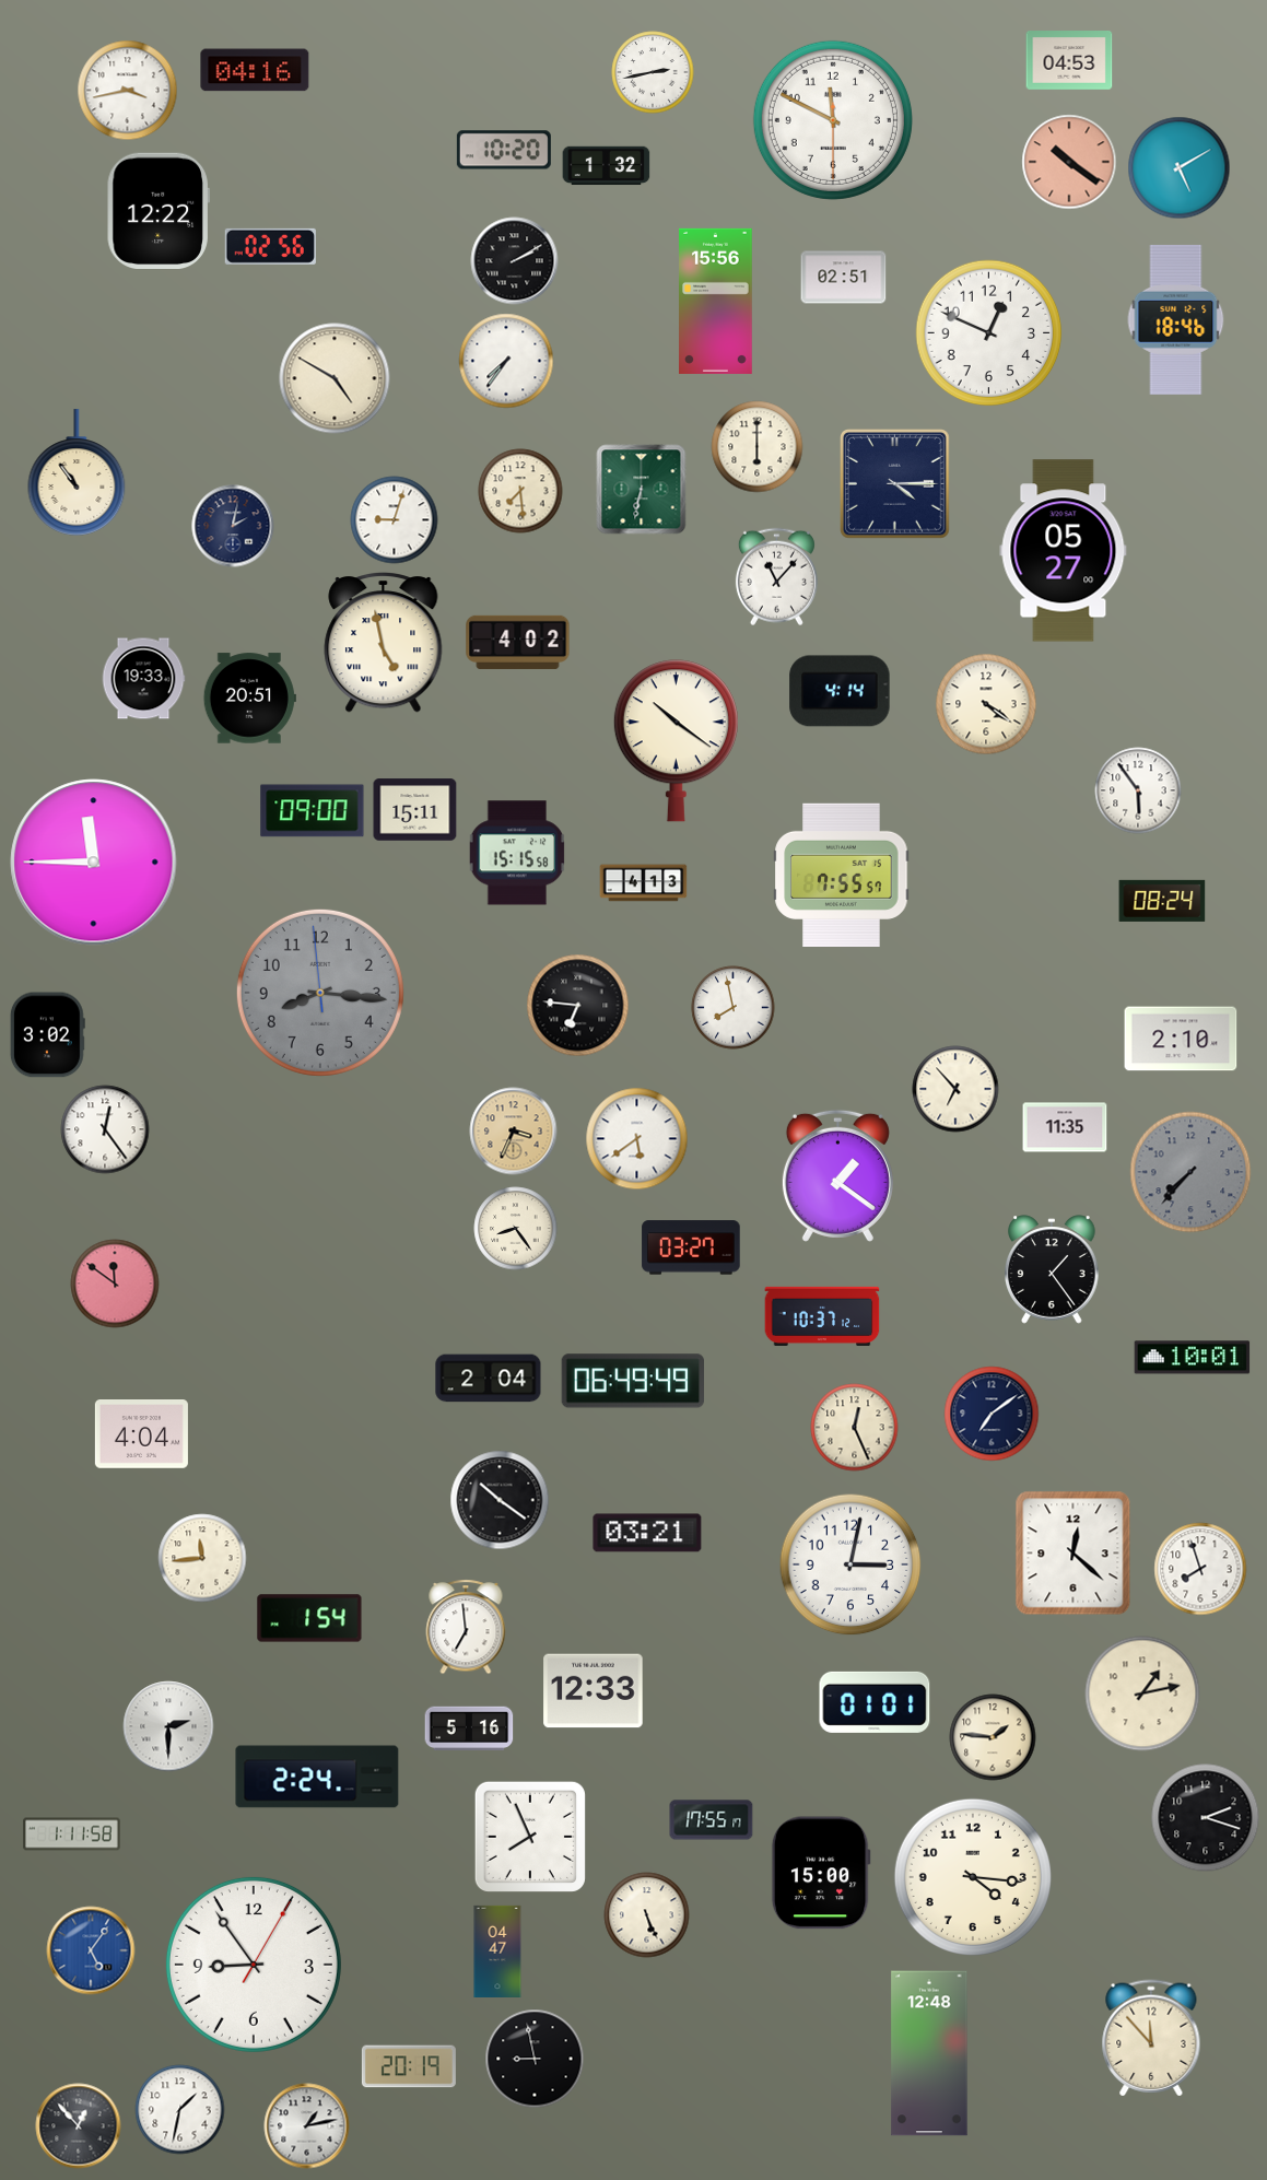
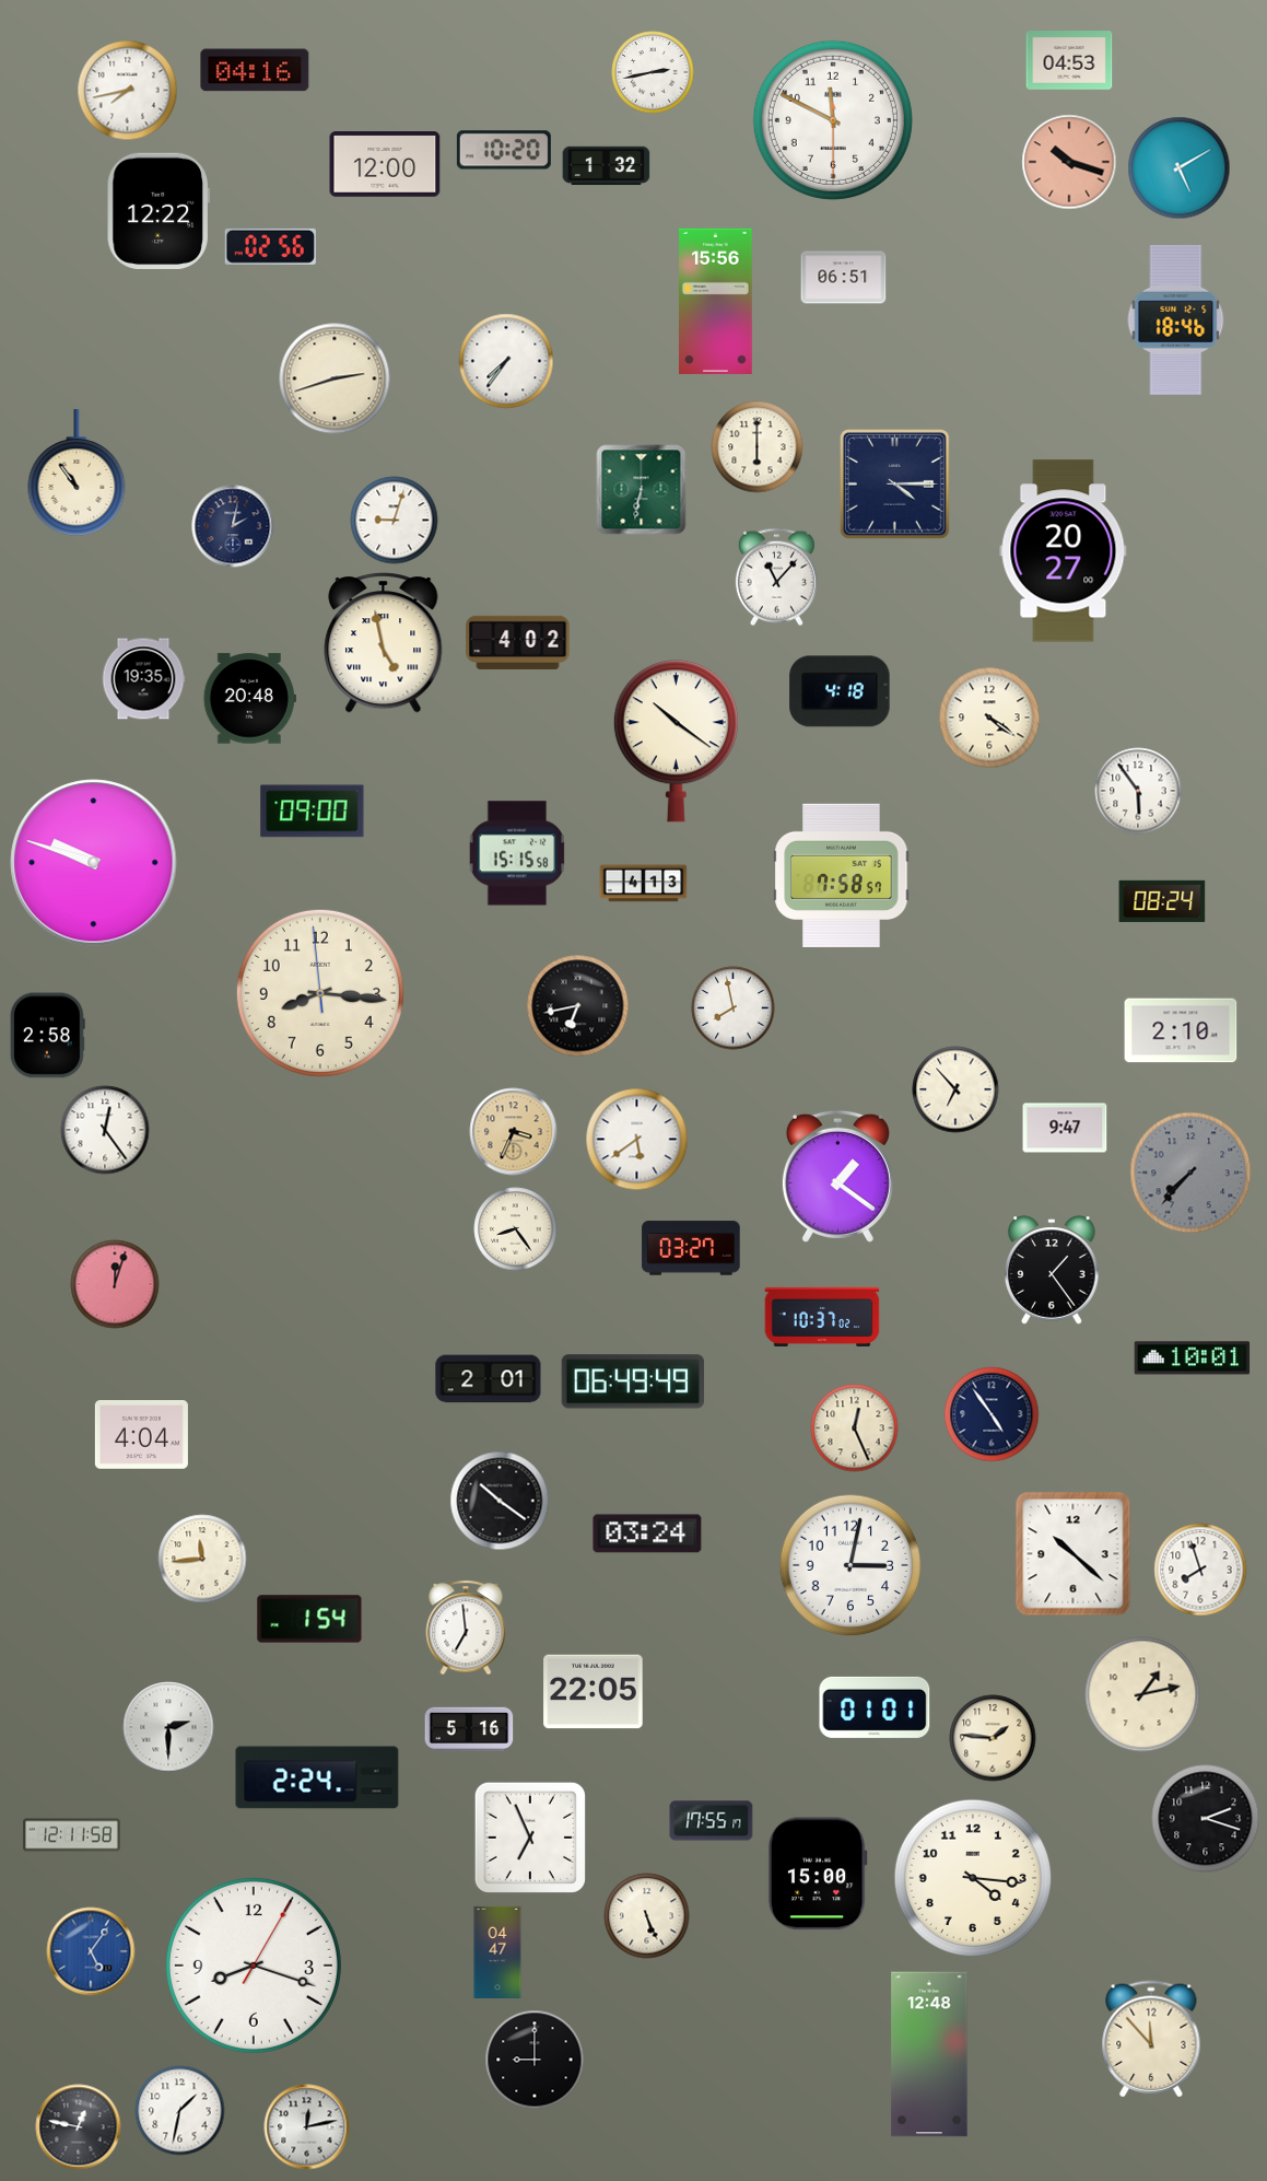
clock at (128, 91): 3:43 -> 7:43
clock at (1069, 162): 10:21 -> 10:18
clock at (385, 165): none -> 12:00
clock at (515, 261): 2:10 -> none
clock at (844, 278): 02:51 -> 06:51
clock at (989, 333): 12:49 -> none
clock at (335, 378): 4:50 -> 2:42
clock at (520, 491): 7:29 -> none
clock at (1064, 551): 05:27 -> 20:27
clock at (143, 679): 19:33 -> 19:35
clock at (840, 691): 4:14 -> 4:18
clock at (249, 699): 20:51 -> 20:48
clock at (986, 704) position: (986, 704) -> (989, 718)
clock at (415, 810): 15:11 -> none
clock at (94, 863): 11:45 -> 9:48
clock at (842, 875): 7:55 -> 7:58
clock at (320, 993) dial: grey -> cream
clock at (578, 1006): 6:46 -> 6:43
clock at (47, 1035): 3:02 -> 2:58
clock at (1181, 1039) position: (1181, 1039) -> (1181, 1030)
clock at (1065, 1127): 11:35 -> 9:47
clock at (115, 1284): 11:51 -> 12:03
clock at (822, 1316): 10:37:12 -> 10:37:02
clock at (489, 1379): 2:04 -> 2:01
clock at (992, 1414): 7:09 -> 4:54
clock at (647, 1533): 03:21 -> 03:24
clock at (1074, 1554): 12:22 -> 10:22
clock at (594, 1691): 12:33 -> 22:05
clock at (875, 1702) position: (875, 1702) -> (875, 1707)
clock at (72, 1835): 1:11 -> 12:11
clock at (530, 1837): 7:56 -> 6:56
clock at (821, 1873) position: (821, 1873) -> (818, 1874)
clock at (254, 1965): 8:54 -> 8:18
clock at (535, 2059): 8:58 -> 9:00
clock at (409, 2066): 20:19 -> none
clock at (79, 2126): 12:53 -> 12:47
clock at (307, 2126): 1:13 -> 12:13
